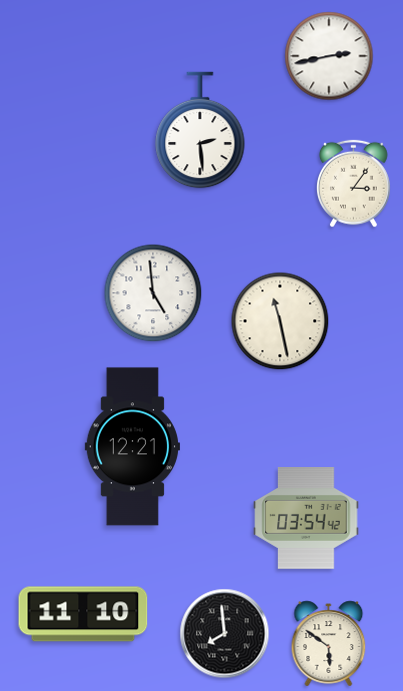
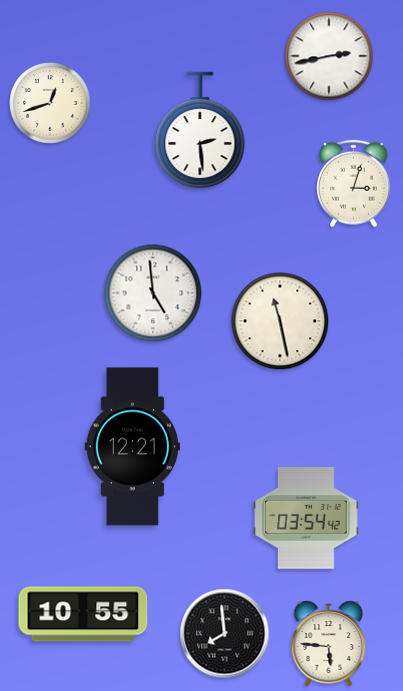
clock at (50, 103): none -> 12:42
clock at (354, 184): 3:06 -> 3:03
clock at (83, 614): 11:10 -> 10:55
clock at (329, 644): 5:51 -> 5:46
